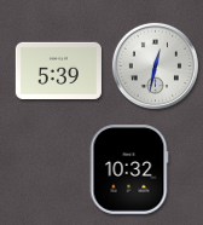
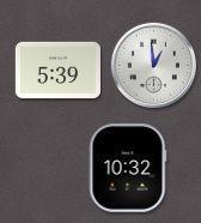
clock at (155, 65): 12:32 -> 12:59
